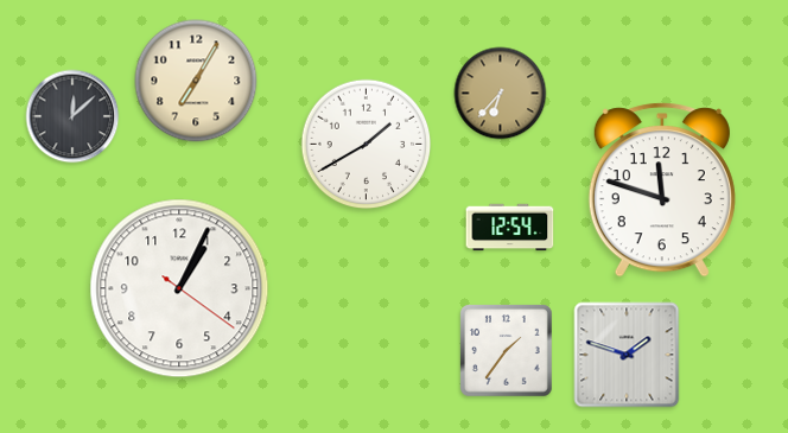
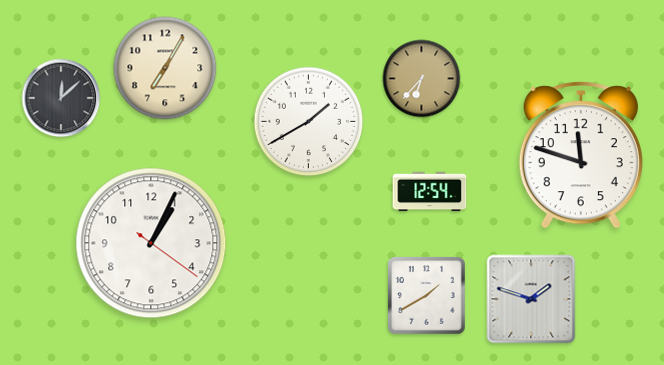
clock at (662, 190) position: (662, 190) -> (581, 155)
clock at (507, 351): 1:36 -> 1:40
clock at (627, 355) position: (627, 355) -> (531, 299)
